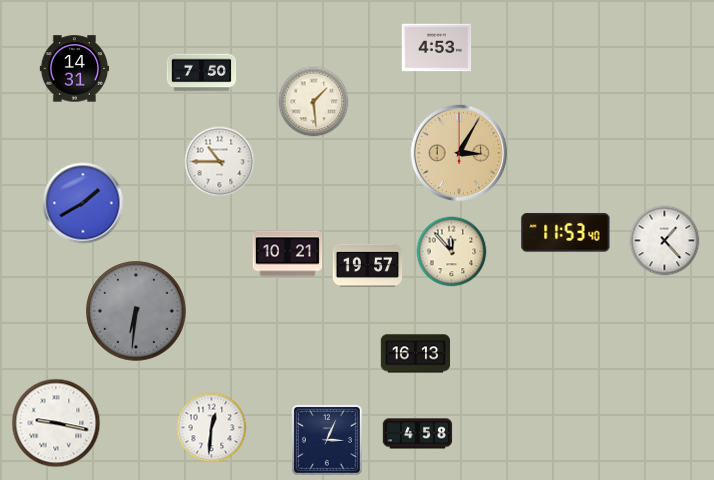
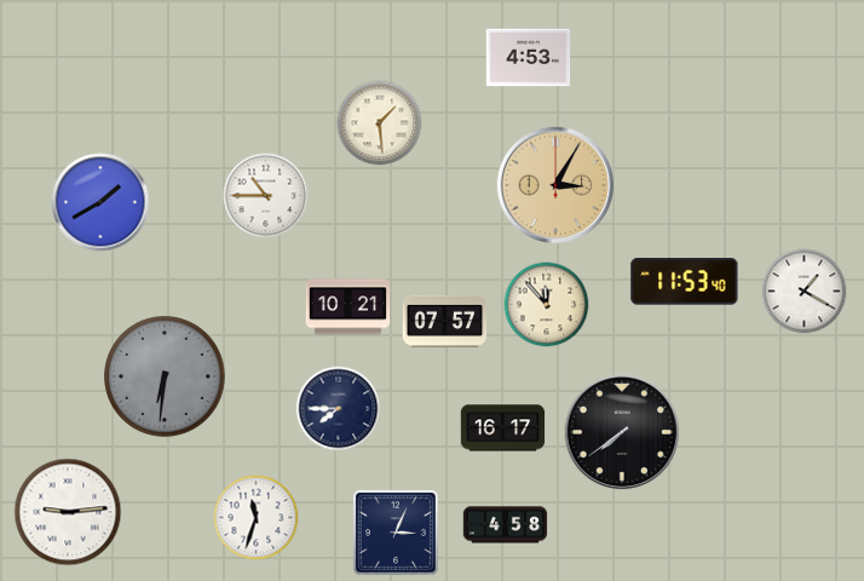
clock at (75, 69): 14:31 -> none
clock at (202, 73): 7:50 -> none
clock at (83, 203) position: (83, 203) -> (100, 202)
clock at (665, 241): 1:23 -> 1:20
clock at (368, 266): 19:57 -> 07:57
clock at (339, 409): none -> 7:45
clock at (416, 354): 16:13 -> 16:17
clock at (622, 432): none -> 7:39
clock at (56, 423): 9:17 -> 9:14
clock at (212, 428): 12:31 -> 11:33
